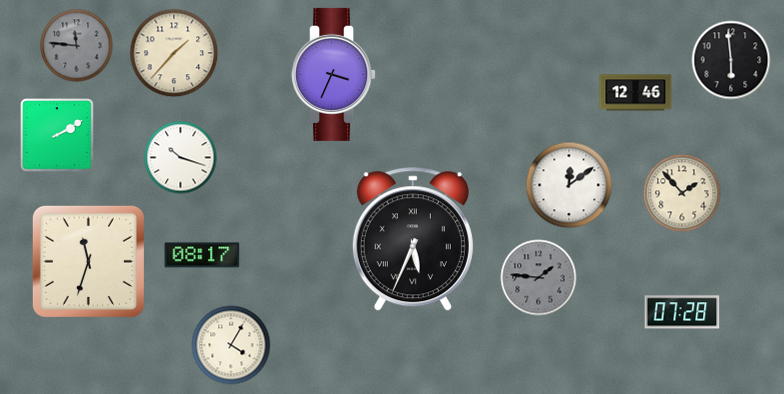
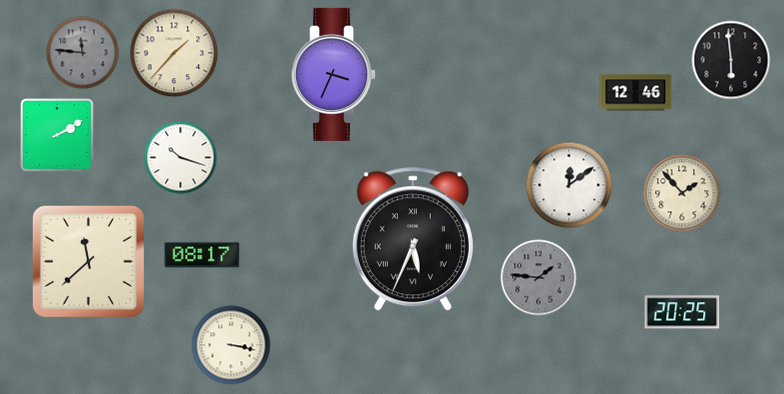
clock at (77, 46) position: (77, 46) -> (83, 53)
clock at (88, 261): 11:33 -> 11:38
clock at (682, 312): 07:28 -> 20:25
clock at (231, 345): 4:05 -> 3:17
